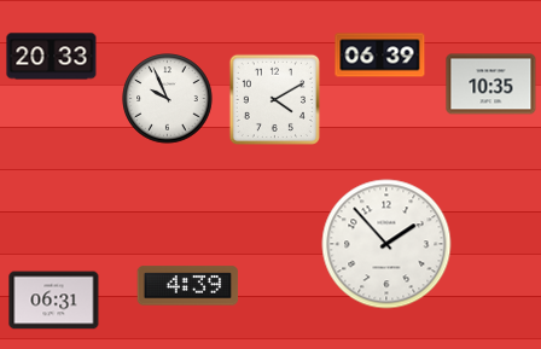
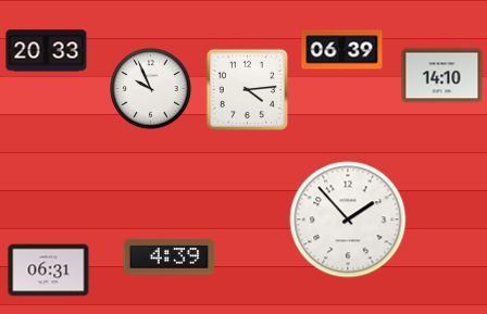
clock at (491, 85): 10:35 -> 14:10
clock at (274, 99): 4:10 -> 4:14
